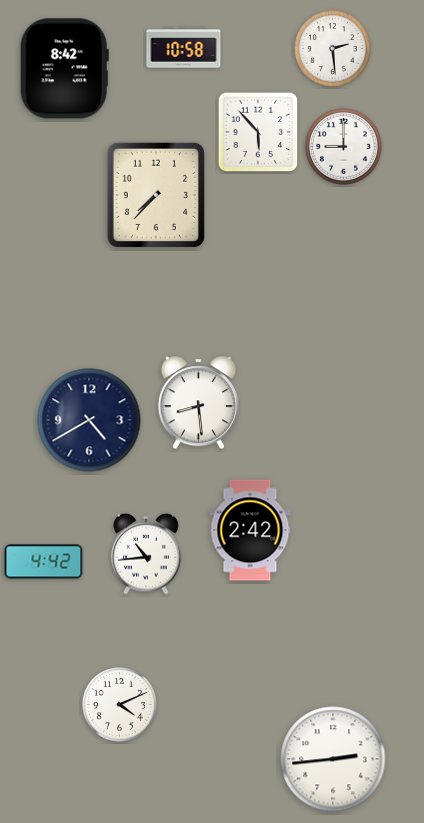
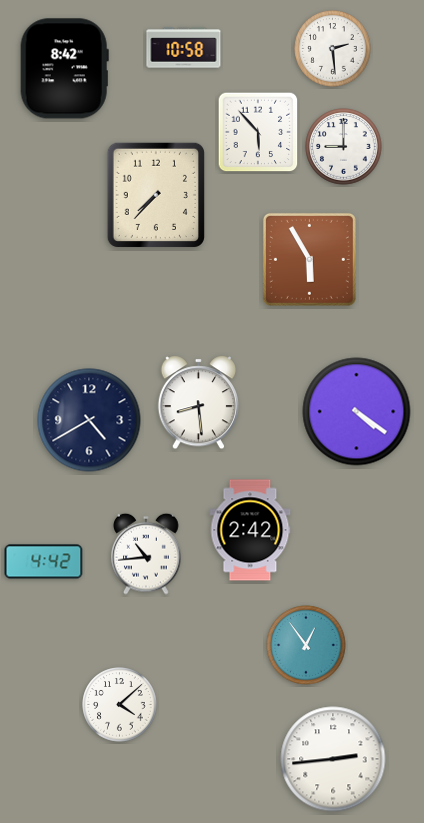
clock at (309, 259): none -> 5:55
clock at (357, 412): none -> 4:21
clock at (306, 645): none -> 12:54
clock at (120, 705): 4:11 -> 4:08
